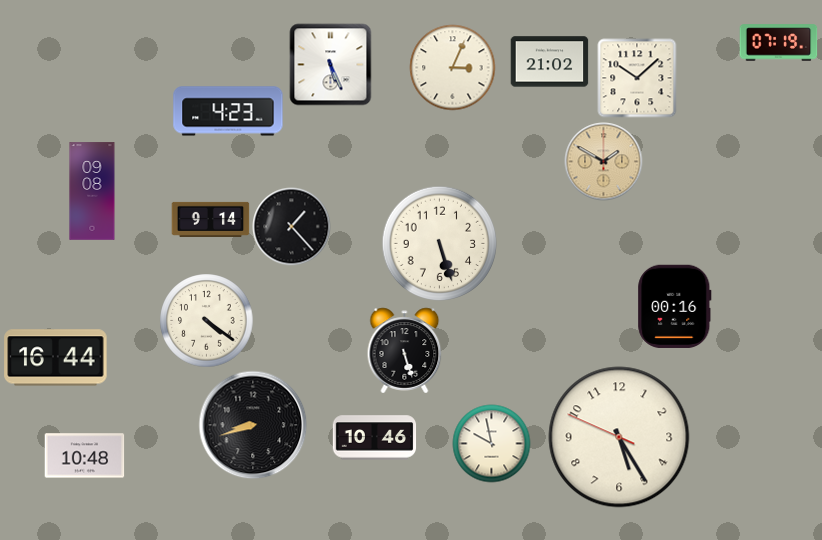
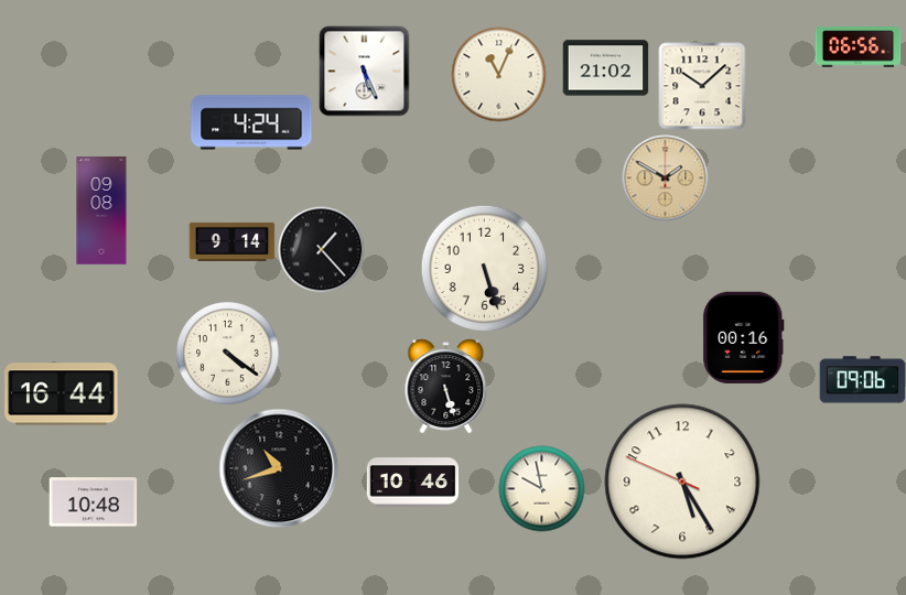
clock at (778, 43): 07:19 -> 06:56
clock at (452, 67): 3:04 -> 11:04
clock at (228, 111): 4:23 -> 4:24
clock at (862, 380): none -> 09:06
clock at (253, 425): 8:42 -> 10:42
